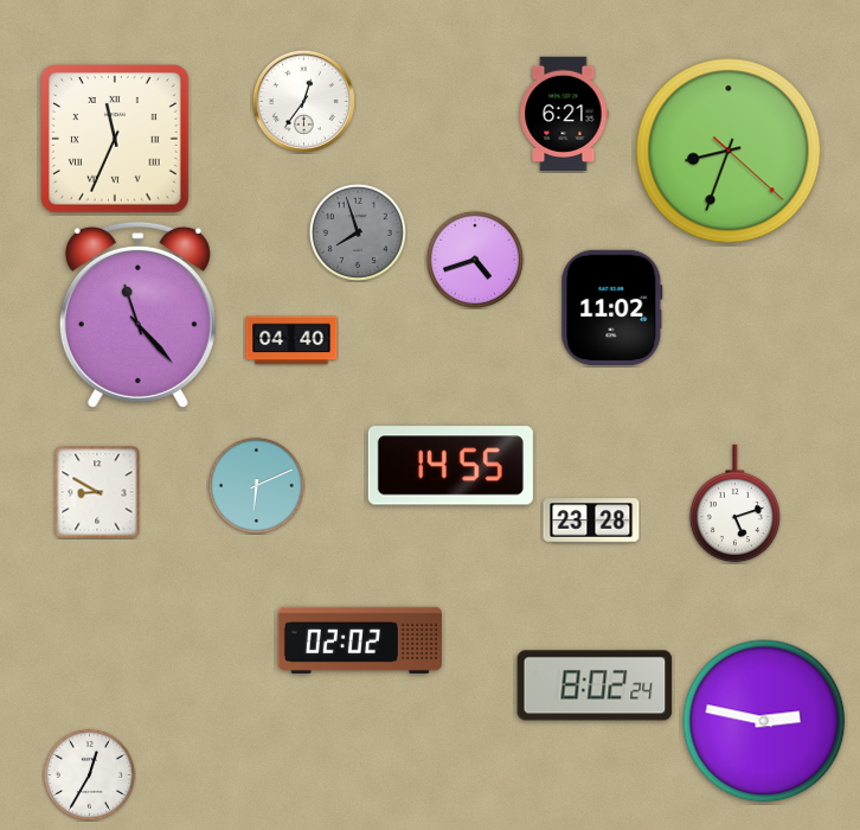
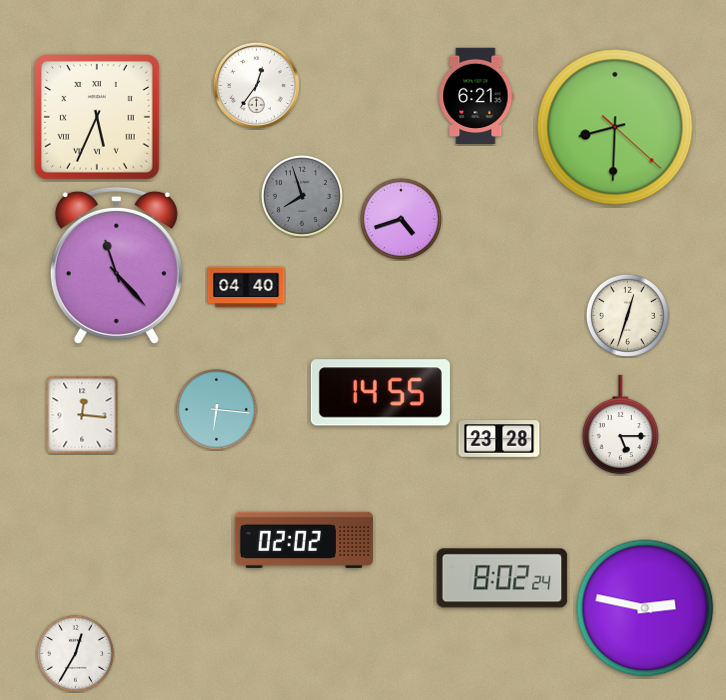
clock at (116, 140): 11:34 -> 5:34
clock at (729, 151): 8:33 -> 8:30
clock at (612, 307): 11:02 -> none
clock at (627, 315): none -> 12:33
clock at (256, 485): 6:11 -> 6:16
clock at (97, 492): 8:50 -> 12:16
clock at (734, 504): 5:12 -> 5:15
